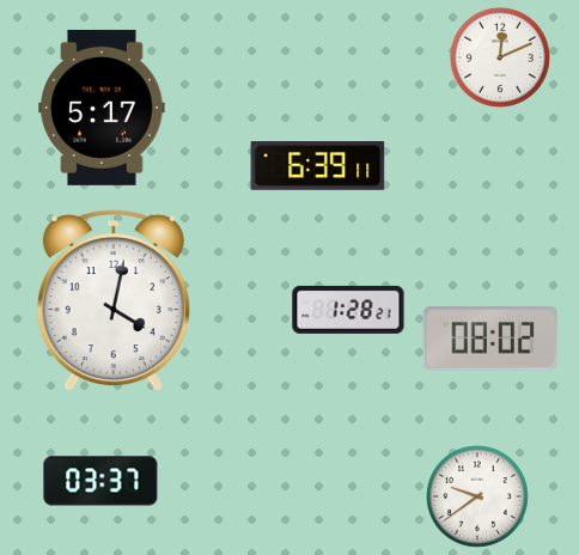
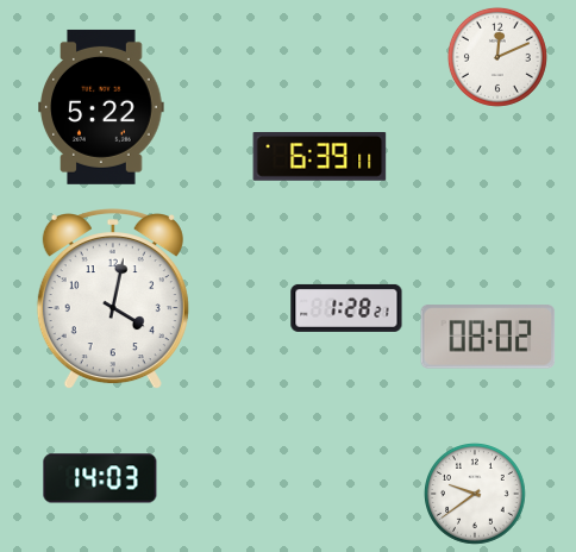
clock at (102, 108): 5:17 -> 5:22
clock at (318, 166) position: (318, 166) -> (320, 157)
clock at (100, 481): 03:37 -> 14:03
